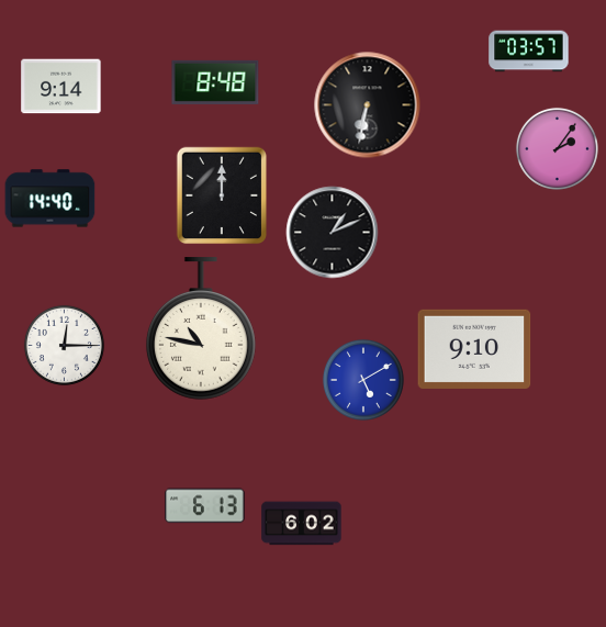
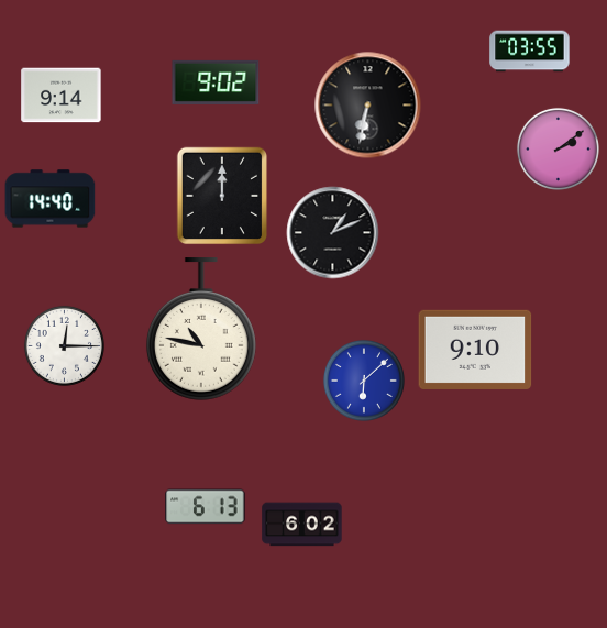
clock at (529, 52): 03:57 -> 03:55
clock at (215, 82): 8:48 -> 9:02
clock at (61, 87) position: (61, 87) -> (62, 96)
clock at (557, 148): 2:06 -> 2:09
clock at (363, 380): 5:10 -> 6:08
